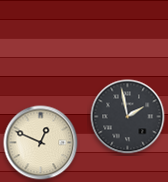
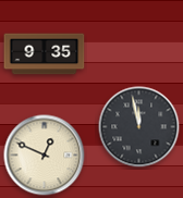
clock at (45, 54): none -> 9:35
clock at (128, 117): 1:58 -> 11:58
